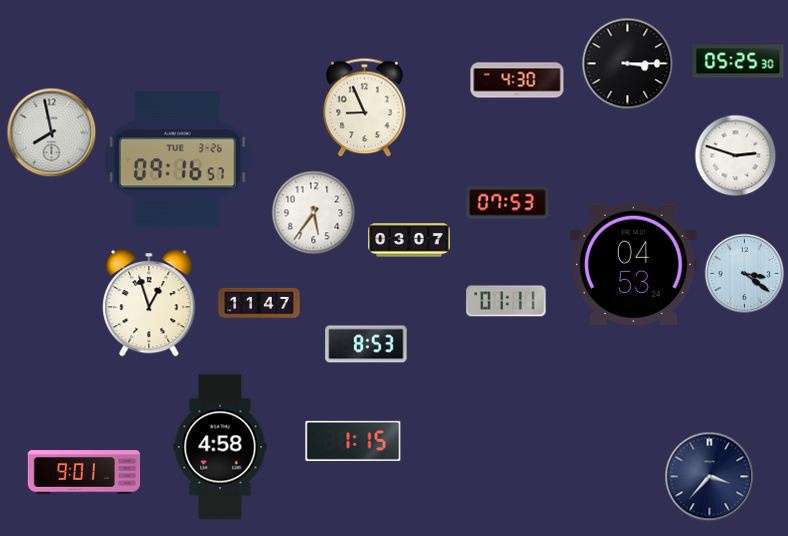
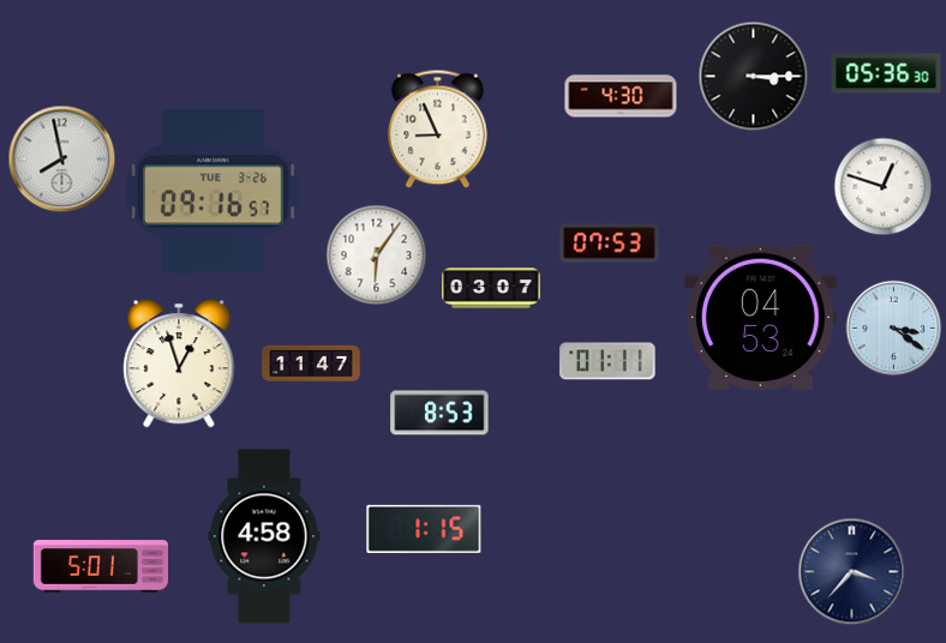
clock at (738, 61): 05:25 -> 05:36
clock at (735, 155): 2:48 -> 12:48
clock at (313, 212): 5:36 -> 6:06
clock at (84, 472): 9:01 -> 5:01
